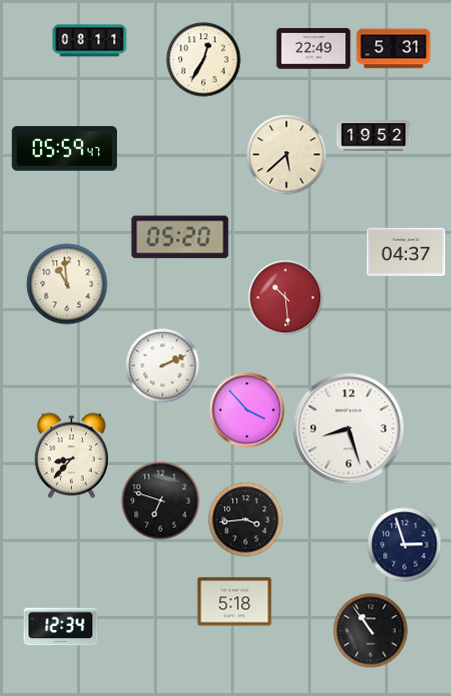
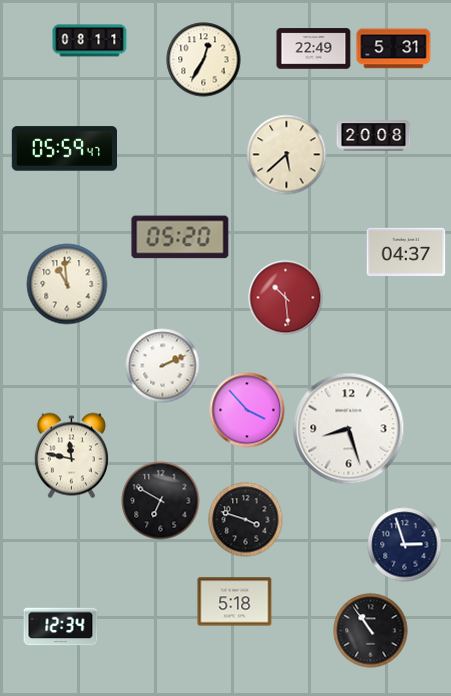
clock at (374, 136): 19:52 -> 20:08
clock at (71, 456): 8:37 -> 11:47
clock at (161, 501): 6:48 -> 6:50
clock at (246, 520): 3:44 -> 3:48
